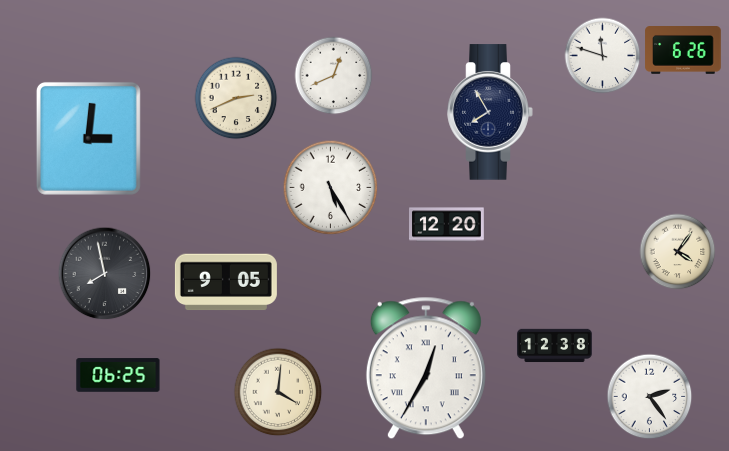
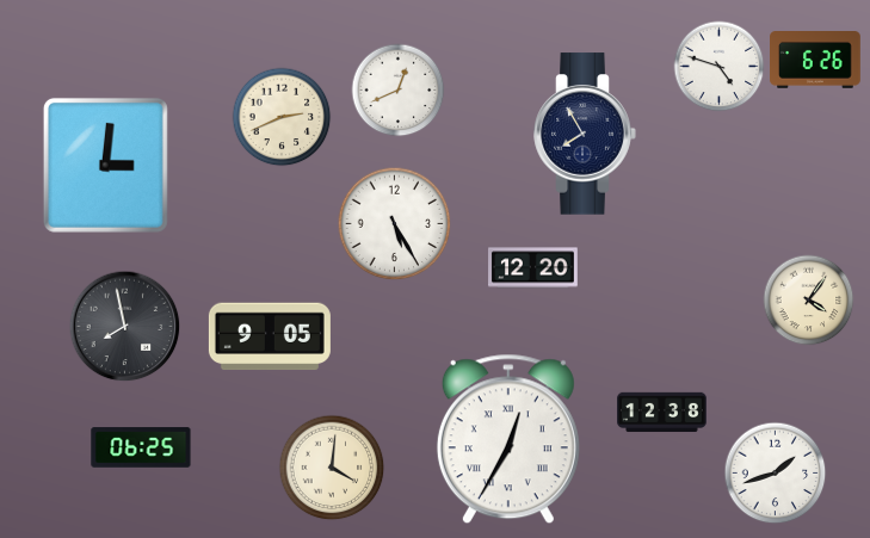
clock at (603, 56): 11:48 -> 4:48
clock at (650, 397): 2:24 -> 1:42
